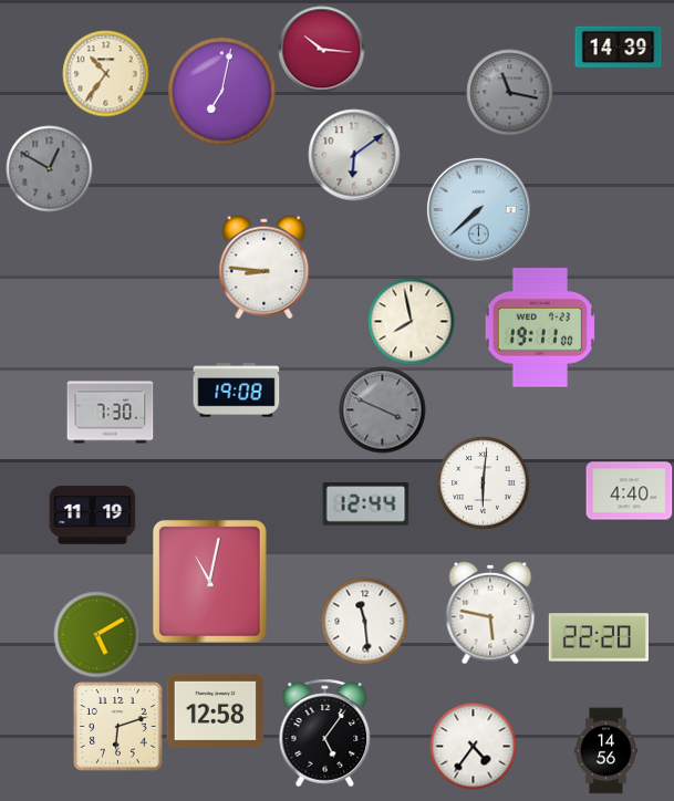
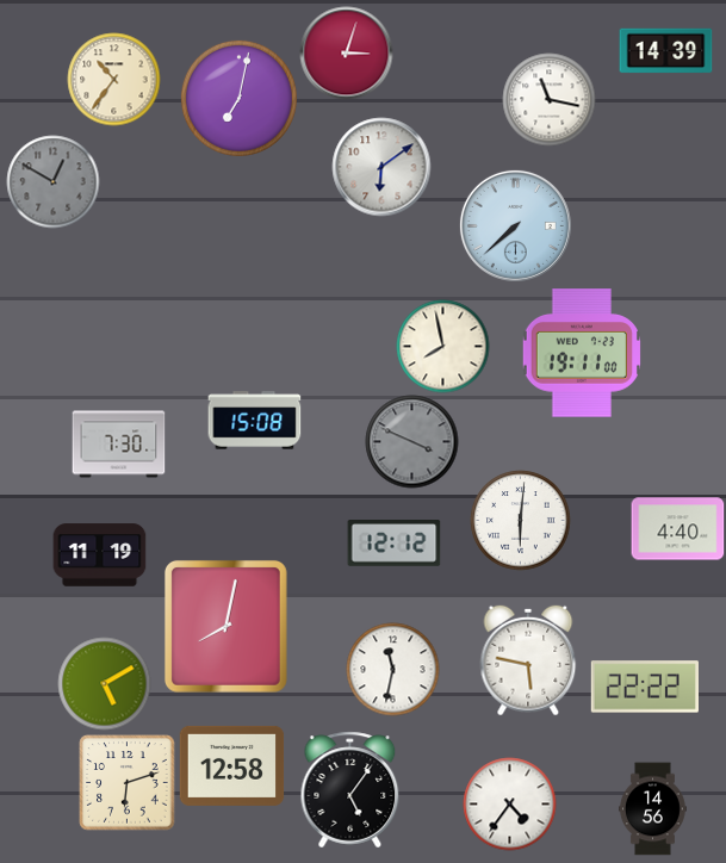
clock at (321, 49): 10:16 -> 3:03
clock at (509, 92) dial: grey -> white
clock at (265, 267): 8:46 -> none
clock at (236, 391): 19:08 -> 15:08
clock at (365, 504): 12:44 -> 12:12
clock at (209, 581): 11:02 -> 8:02
clock at (364, 621): 11:29 -> 11:32
clock at (599, 637): 22:20 -> 22:22
